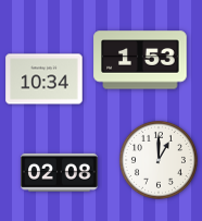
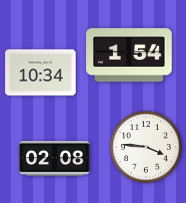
clock at (140, 60): 1:53 -> 1:54
clock at (159, 160): 1:00 -> 3:46
